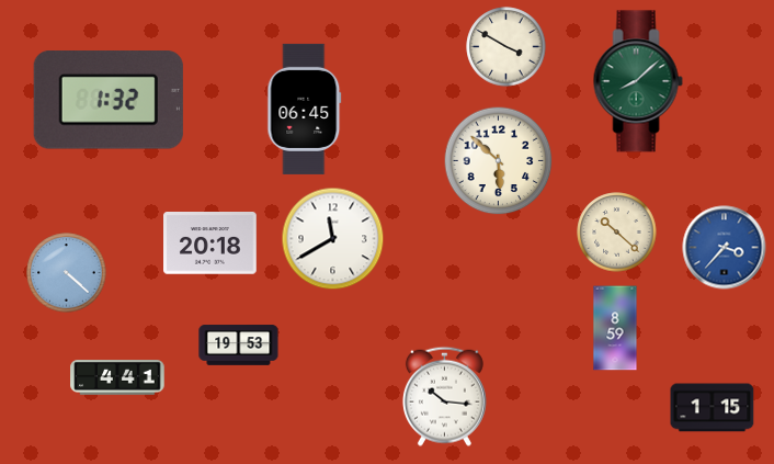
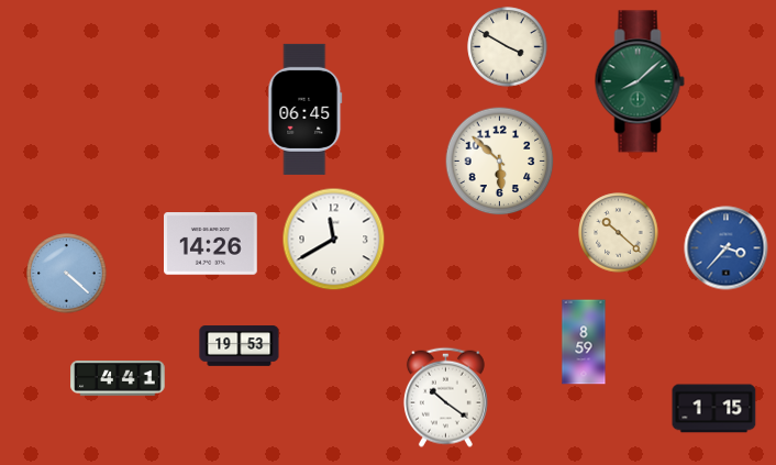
clock at (109, 100): 1:32 -> none
clock at (210, 244): 20:18 -> 14:26
clock at (615, 328) position: (615, 328) -> (584, 342)
clock at (444, 396): 10:16 -> 10:21
